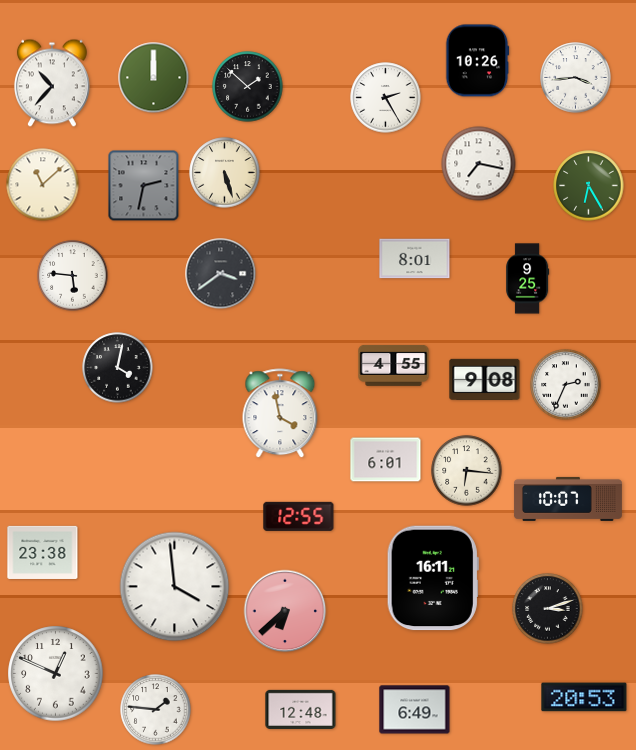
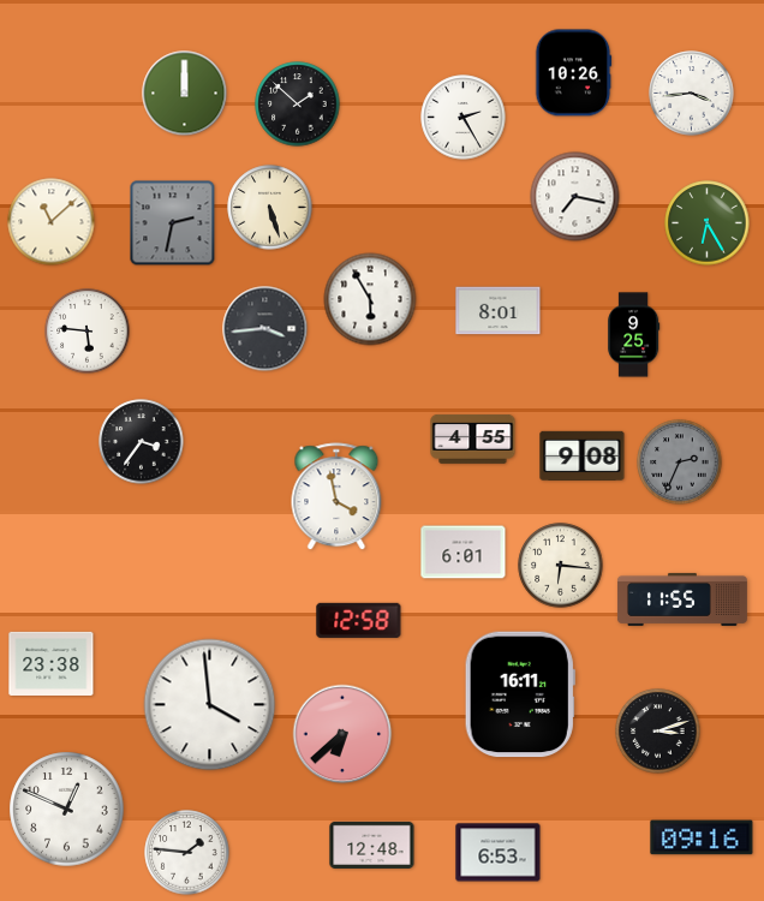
clock at (52, 83): 10:37 -> none
clock at (370, 299): none -> 5:55
clock at (221, 274): 3:39 -> 3:44
clock at (118, 368): 4:02 -> 3:36
clock at (566, 385) dial: white -> grey
clock at (568, 499): 10:07 -> 11:55
clock at (299, 516): 12:55 -> 12:58
clock at (584, 697): 20:53 -> 09:16
clock at (301, 709) position: (301, 709) -> (372, 845)
clock at (415, 710): 6:49 -> 6:53
